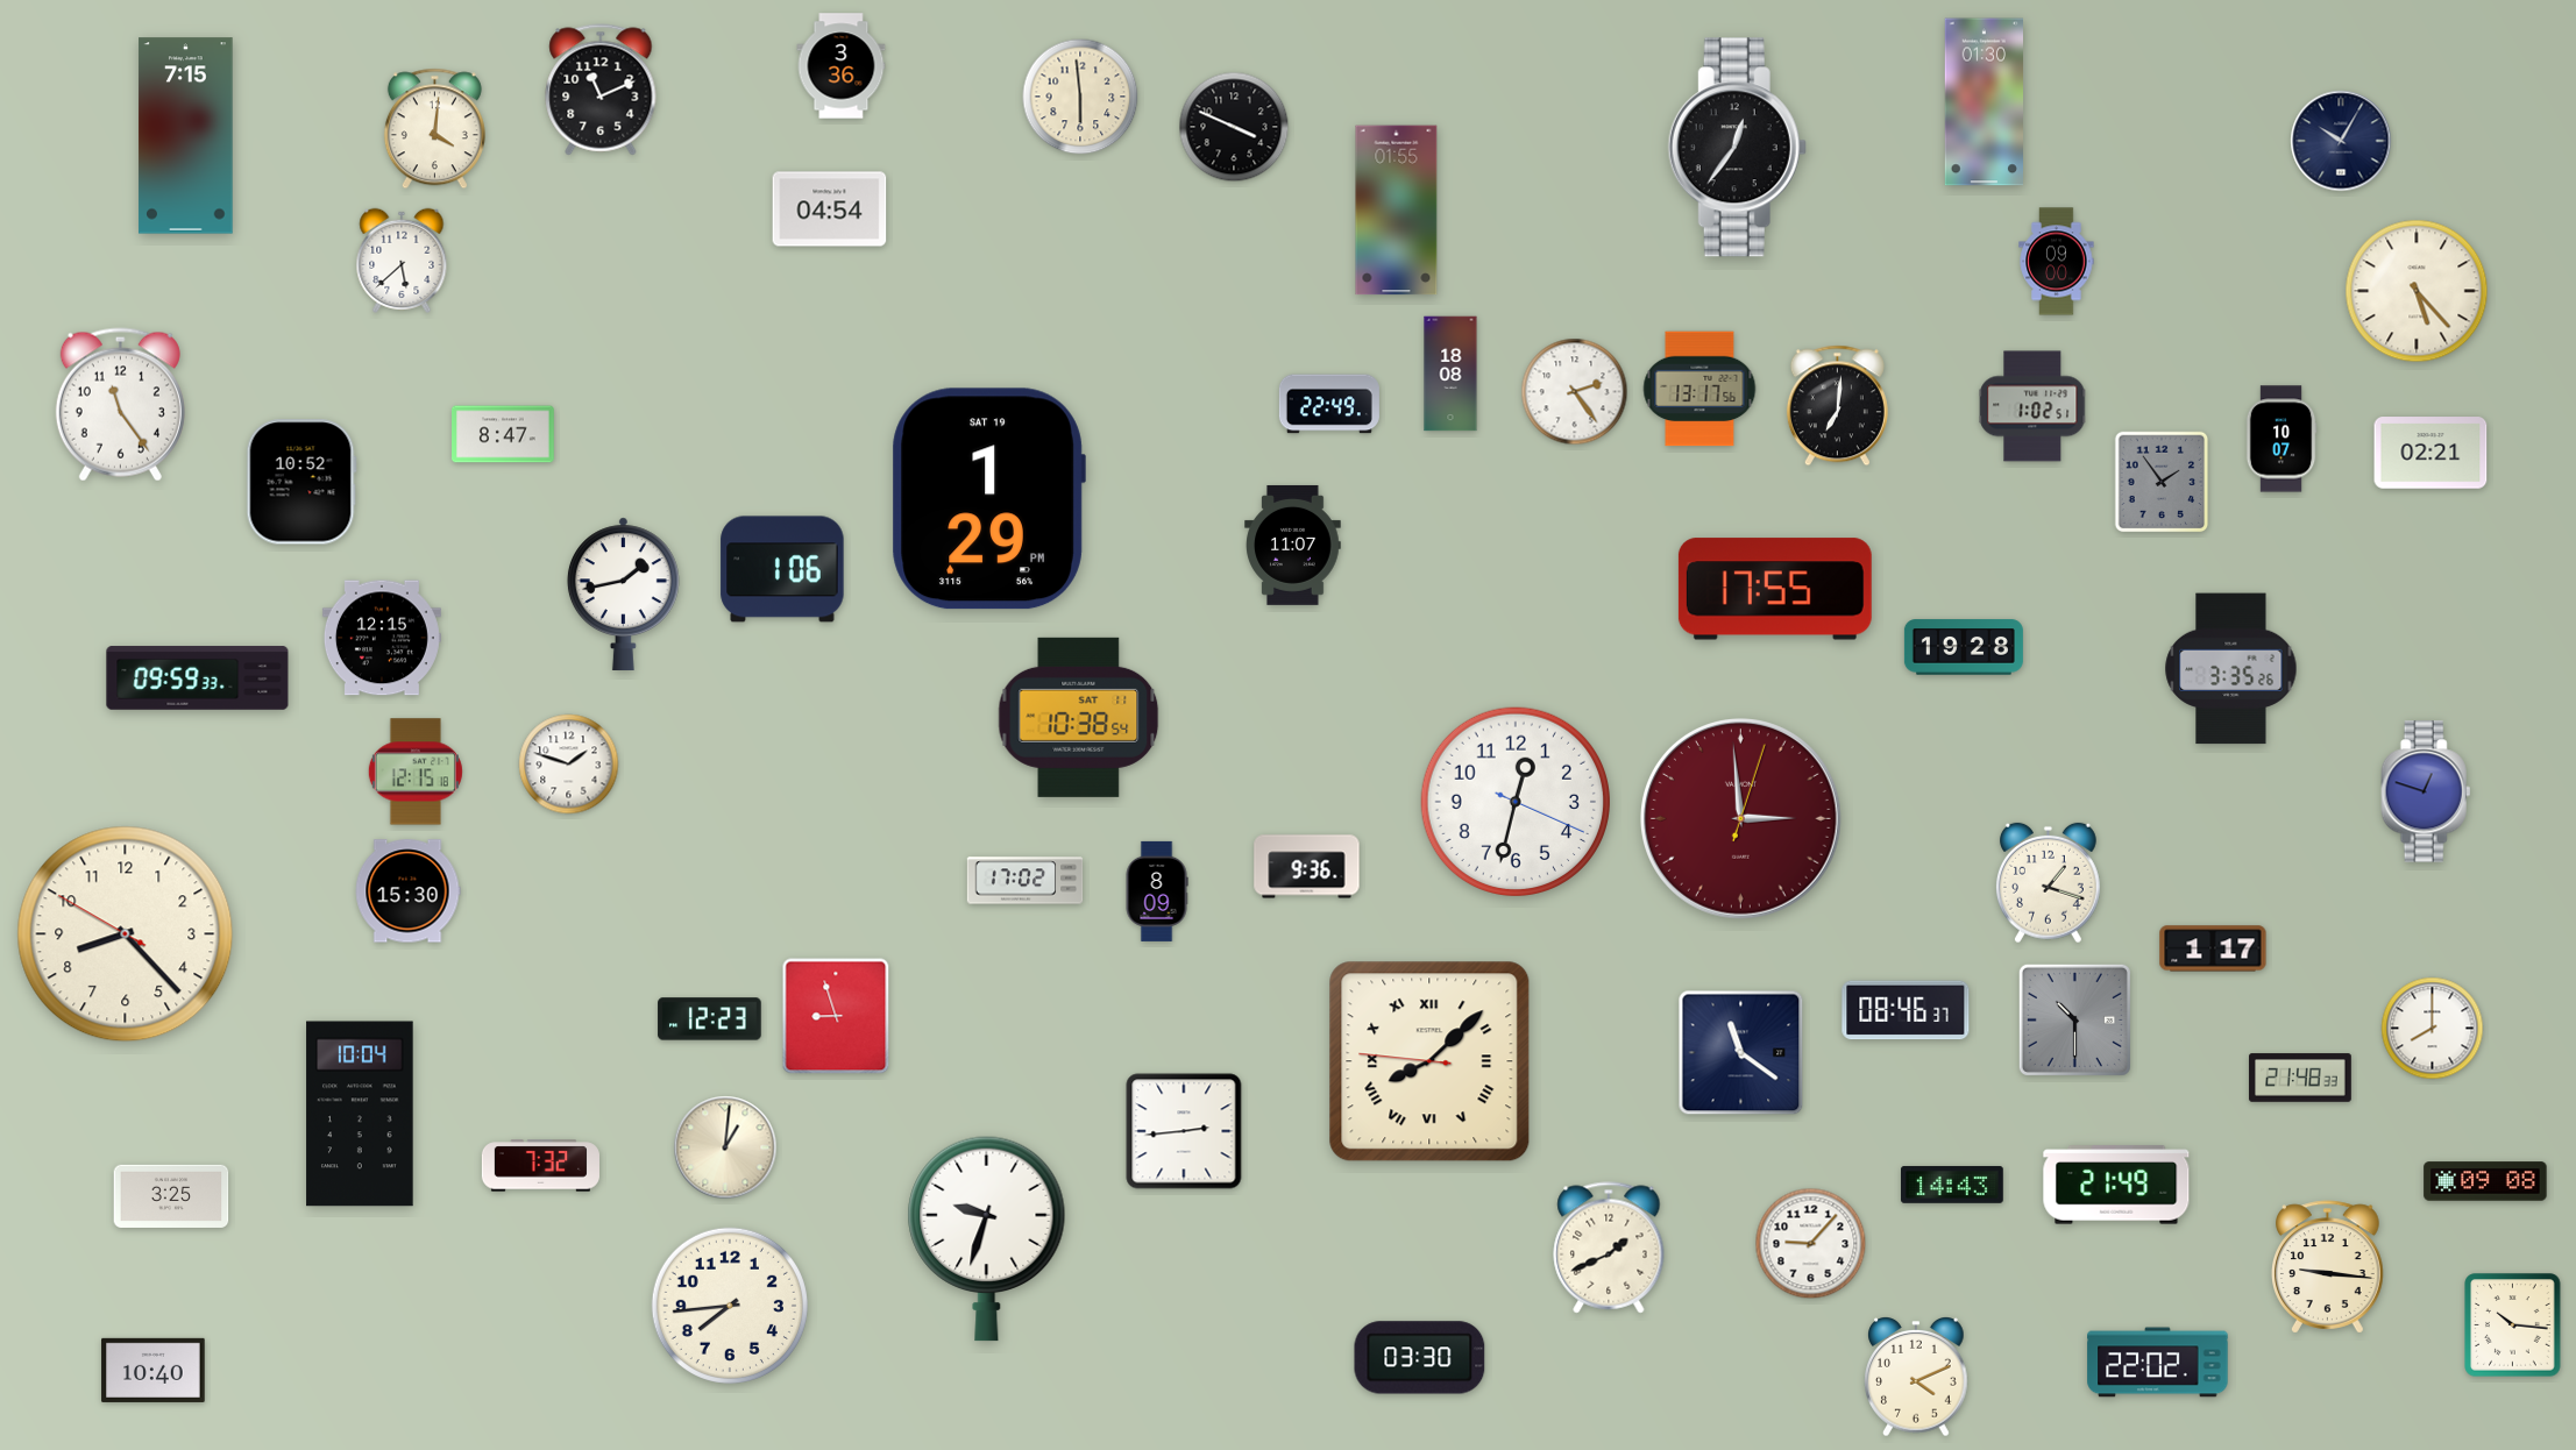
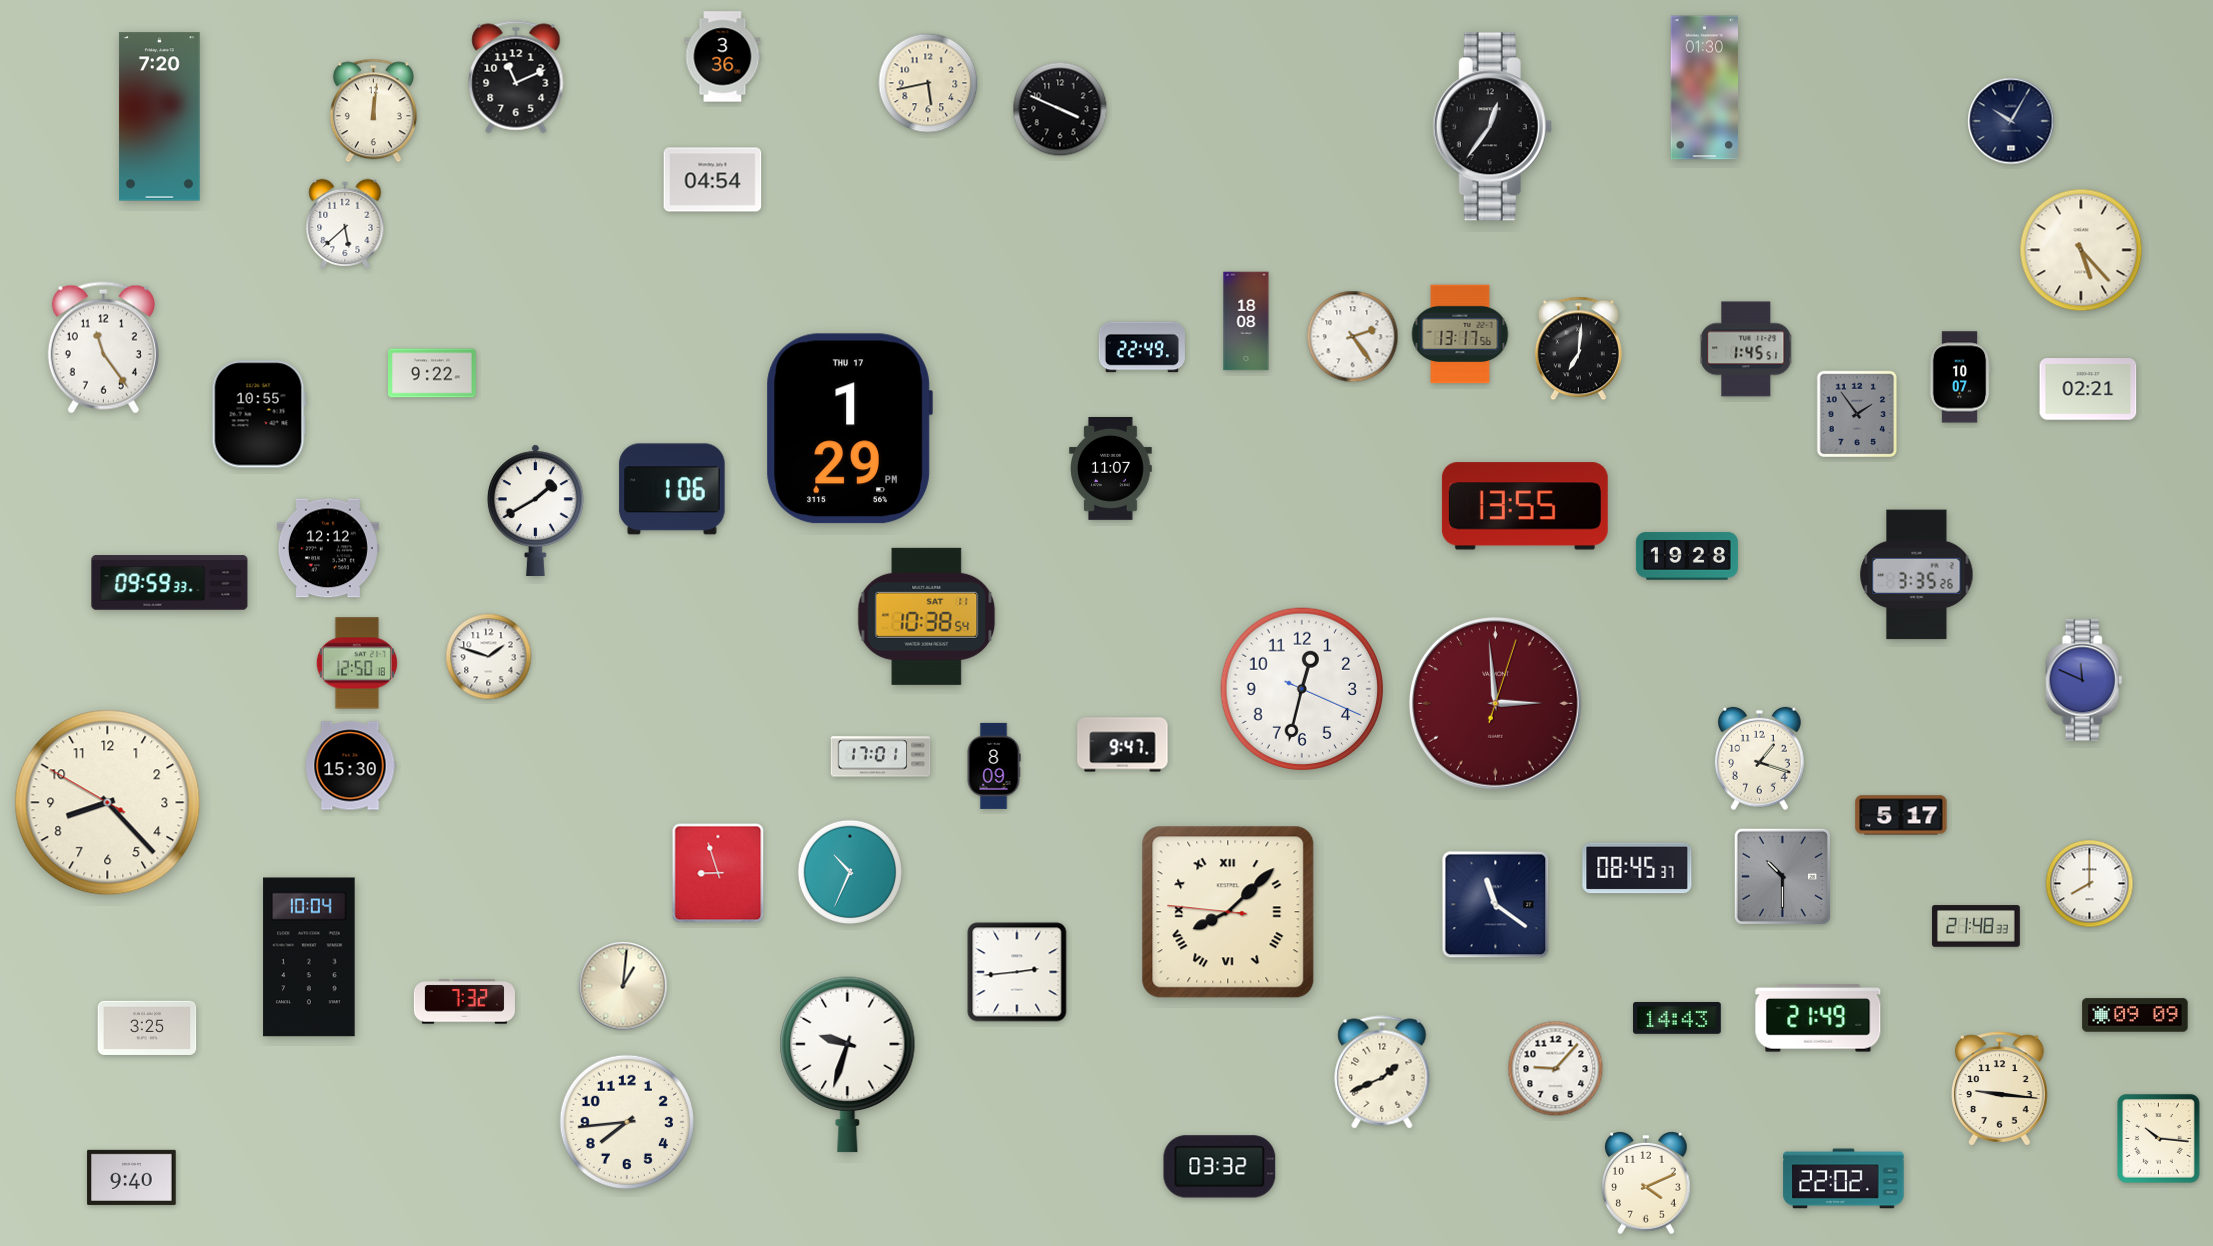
clock at (1080, 97): 5:59 -> 5:43
clock at (434, 129): 4:01 -> 12:01
clock at (186, 136): 7:15 -> 7:20
clock at (1397, 211): 01:55 -> none
clock at (2057, 262): 09:00 -> none
clock at (2417, 291) position: (2417, 291) -> (2081, 250)
clock at (2032, 406): 1:02 -> 1:45
clock at (504, 434): 8:47 -> 9:22
clock at (301, 482): 10:52 -> 10:55
clock at (988, 499) date: SAT 19 -> THU 17
clock at (1775, 589): 17:55 -> 13:55
clock at (623, 593): 1:43 -> 1:40
clock at (382, 638): 12:15 -> 12:12
clock at (416, 772): 12:15 -> 12:50
clock at (2426, 791): 12:48 -> 11:49
clock at (1307, 867): 9:36 -> 9:47
clock at (1026, 881): 17:02 -> 17:01
clock at (2213, 948): 1:17 -> 5:17
clock at (1906, 1010): 08:46 -> 08:45
clock at (849, 871): none -> 10:34
clock at (710, 1019): 12:23 -> none
clock at (2485, 1181): 09:08 -> 09:09
clock at (1420, 1358): 03:30 -> 03:32
clock at (2158, 1363) position: (2158, 1363) -> (1844, 1179)
clock at (154, 1370): 10:40 -> 9:40
